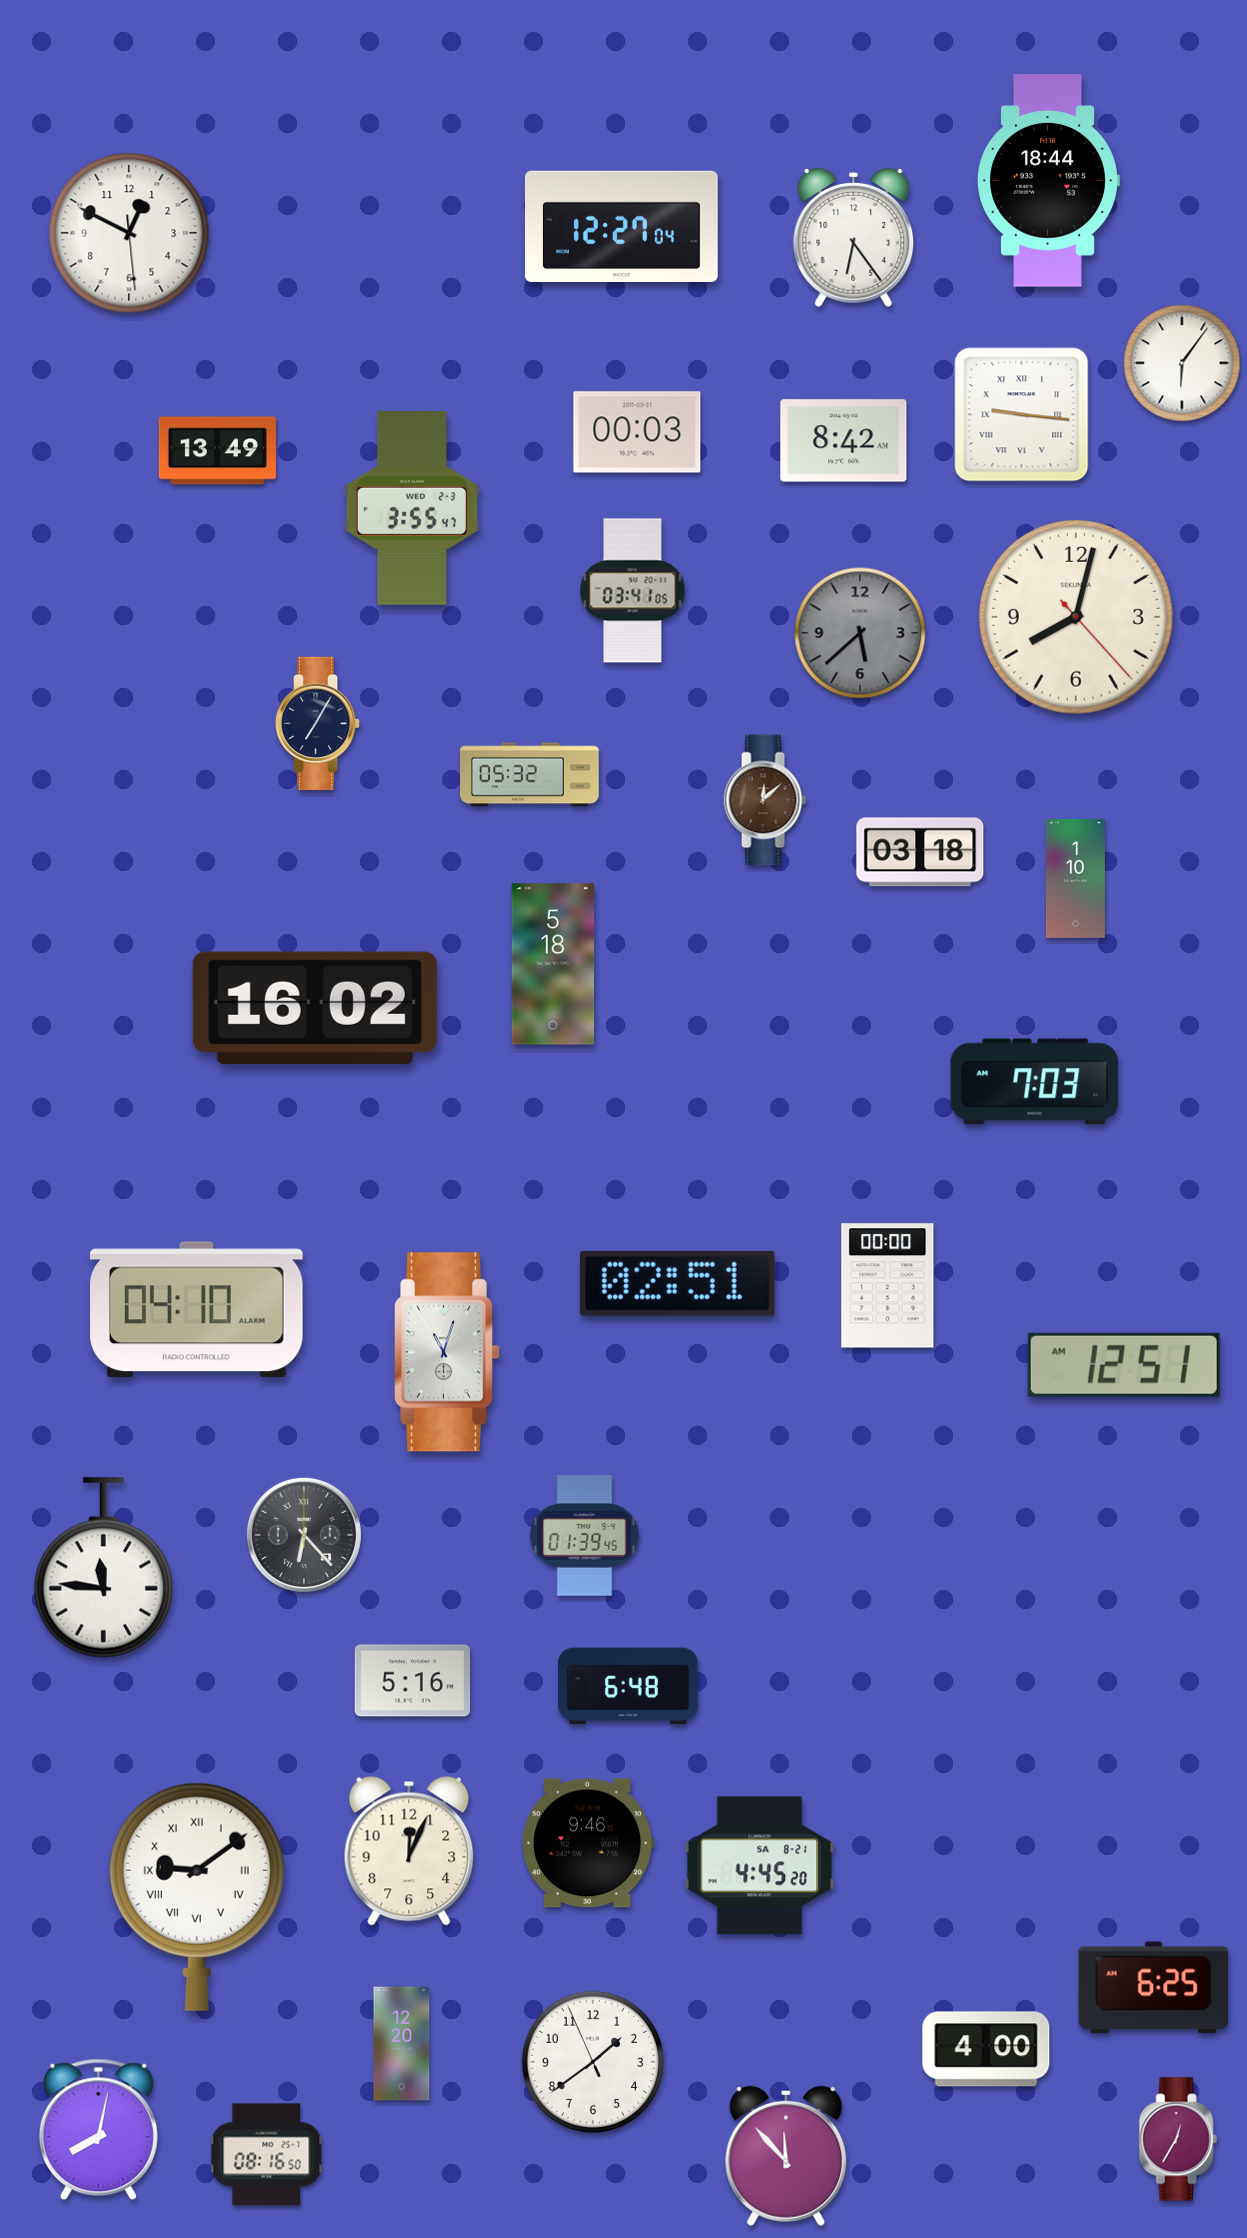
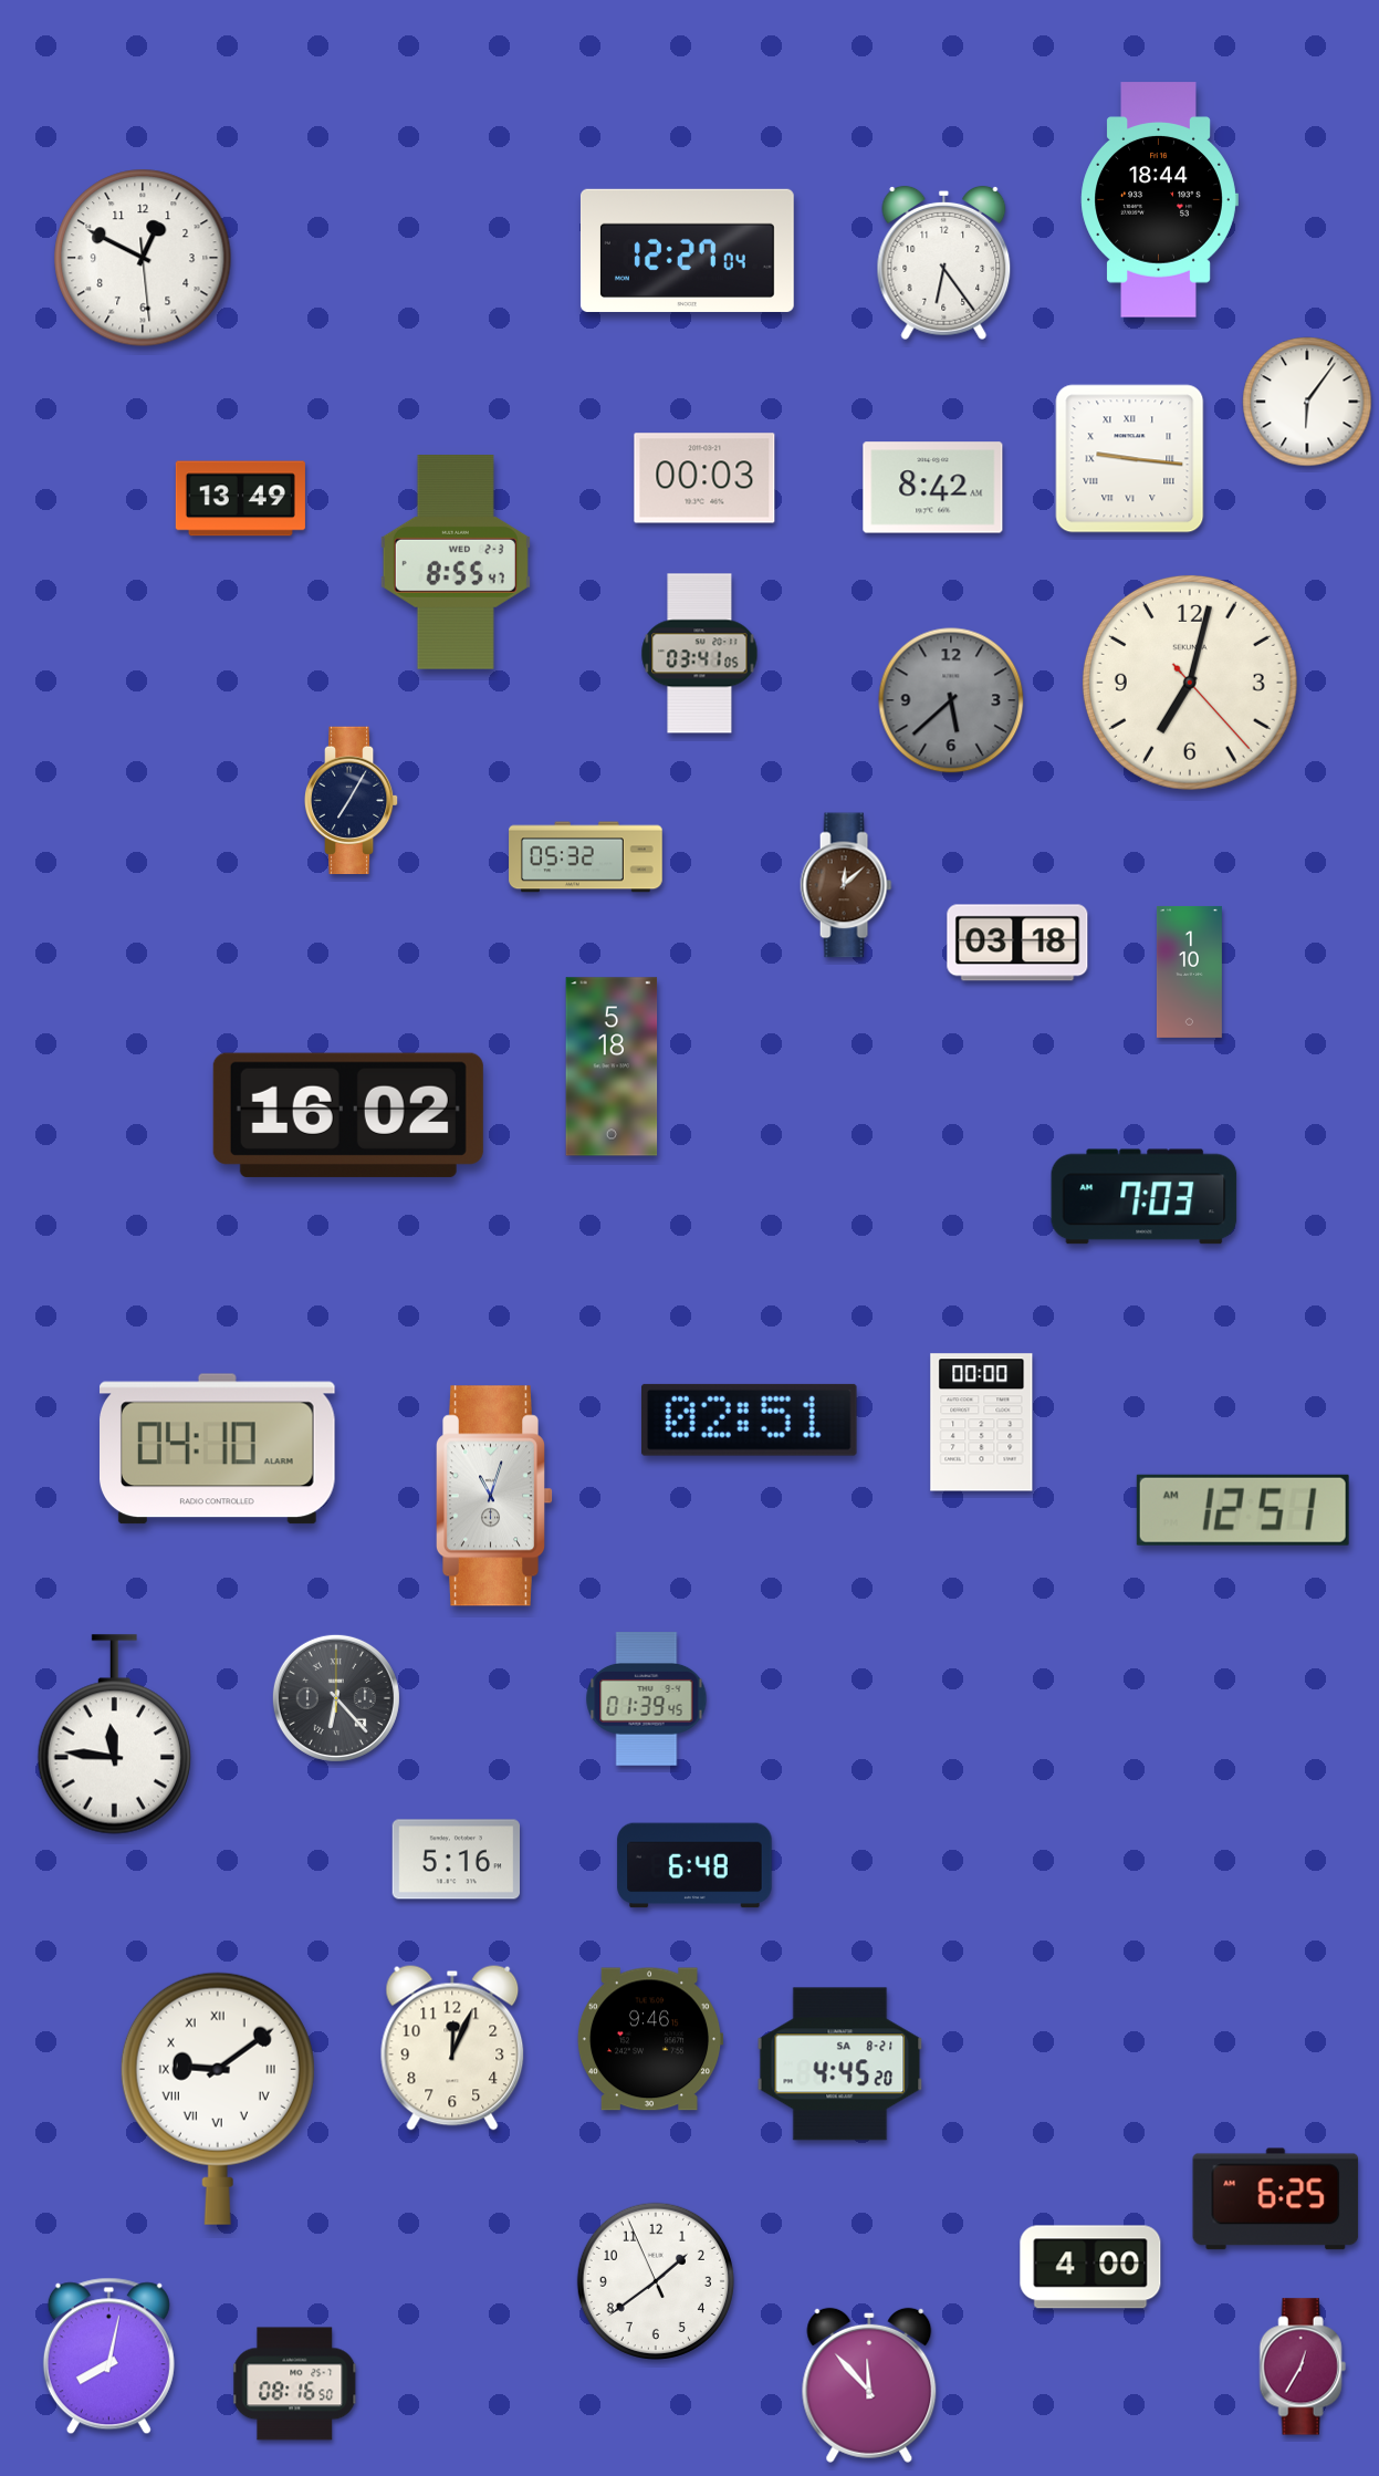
clock at (412, 509): 3:55 -> 8:55
clock at (1076, 617): 8:02 -> 7:02
clock at (402, 2044): 12:20 -> none
